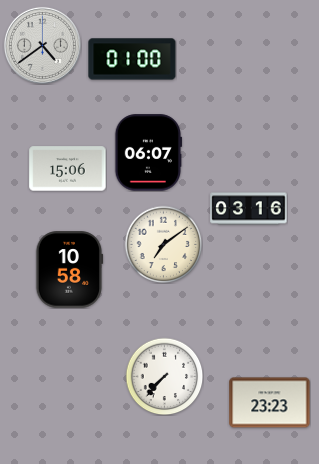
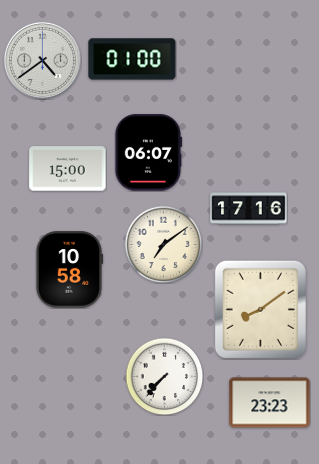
clock at (42, 45) position: (42, 45) -> (42, 60)
clock at (68, 169): 15:06 -> 15:00
clock at (249, 209): 03:16 -> 17:16
clock at (260, 309): none -> 8:09
